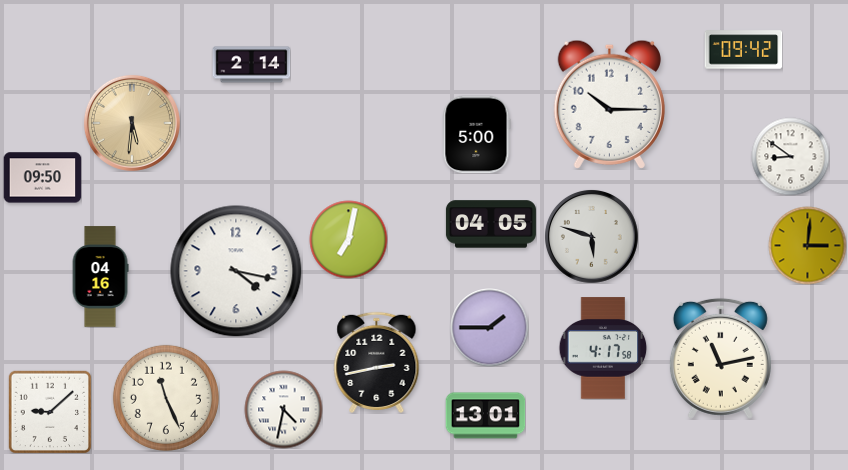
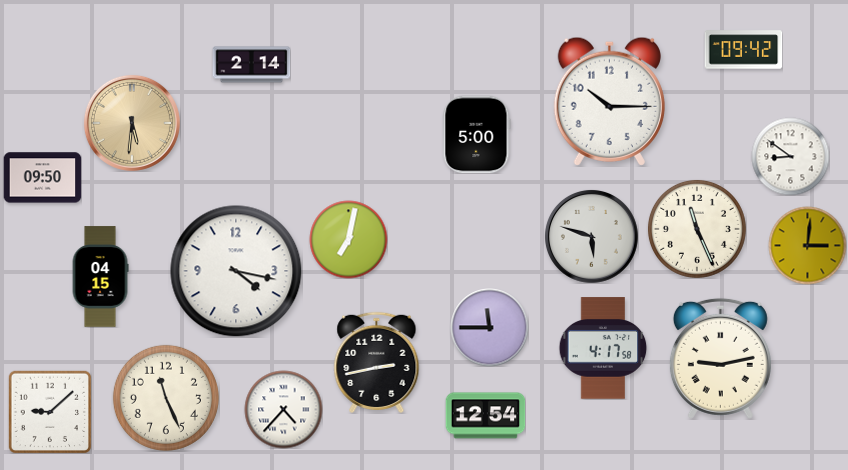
clock at (609, 104) position: (609, 104) -> (609, 101)
clock at (491, 224): 04:05 -> none
clock at (697, 229): none -> 11:26
clock at (100, 277): 04:16 -> 04:15
clock at (489, 327): 1:45 -> 11:45
clock at (720, 358): 11:13 -> 9:13
clock at (283, 409): 4:32 -> 4:37
clock at (485, 416): 13:01 -> 12:54
